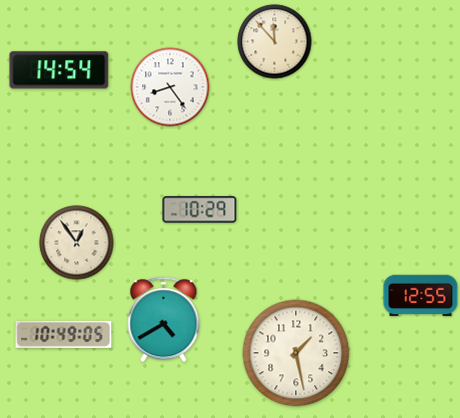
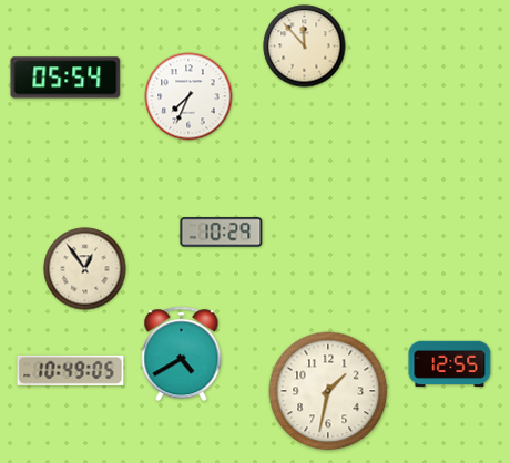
clock at (59, 70): 14:54 -> 05:54
clock at (170, 87): 8:24 -> 7:34
clock at (421, 296) position: (421, 296) -> (450, 364)
clock at (296, 353): 1:28 -> 1:32
